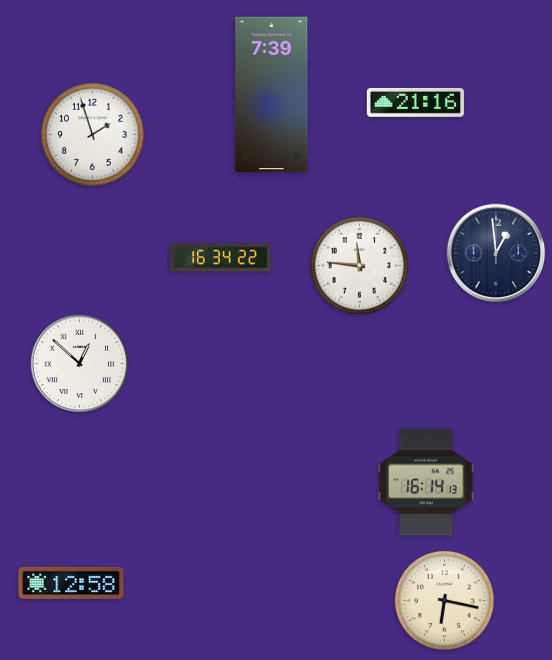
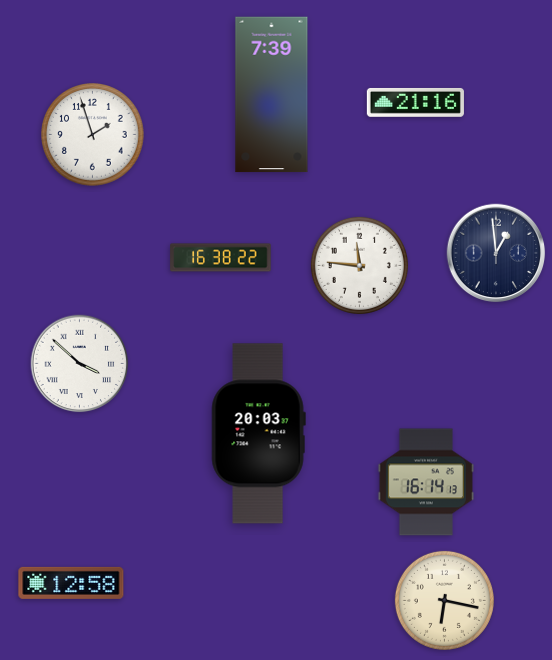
clock at (221, 258): 16:34 -> 16:38
clock at (80, 364): 12:52 -> 3:52
clock at (258, 434): none -> 20:03
